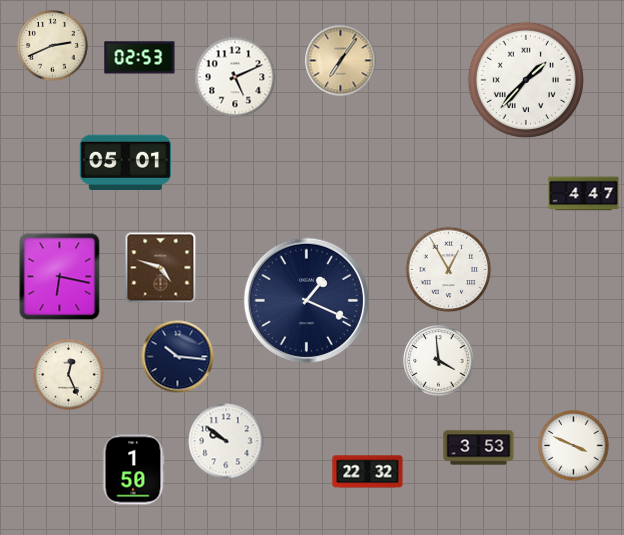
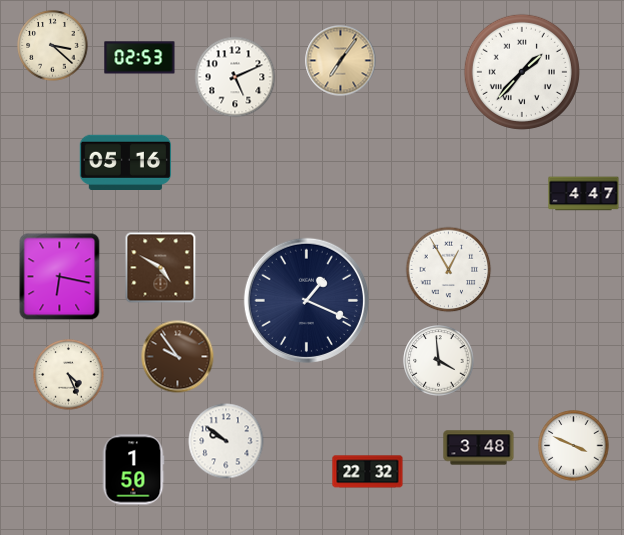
clock at (53, 46): 2:41 -> 3:22
clock at (526, 80) position: (526, 80) -> (522, 72)
clock at (126, 162): 05:01 -> 05:16
clock at (161, 268): 4:48 -> 4:50
clock at (178, 357): 10:16 -> 9:54
clock at (178, 357) dial: navy -> brown
clock at (69, 375): 12:26 -> 4:26
clock at (479, 448): 3:53 -> 3:48
